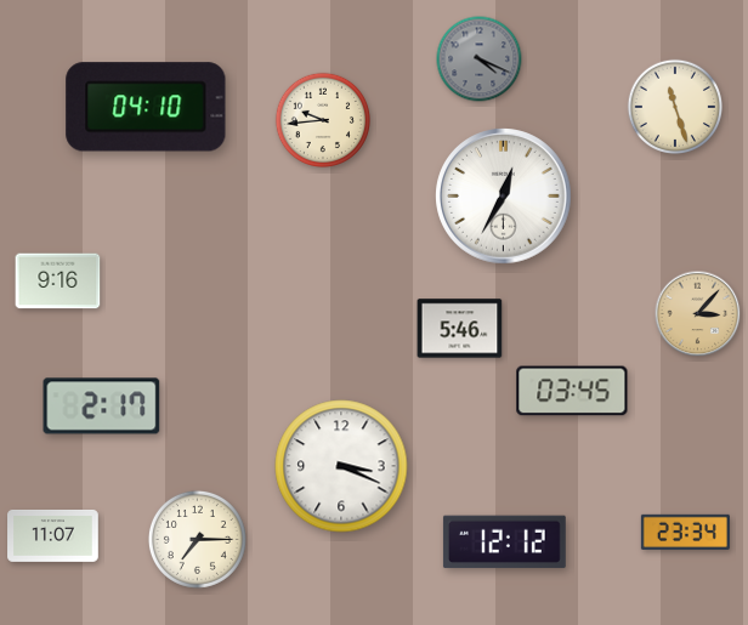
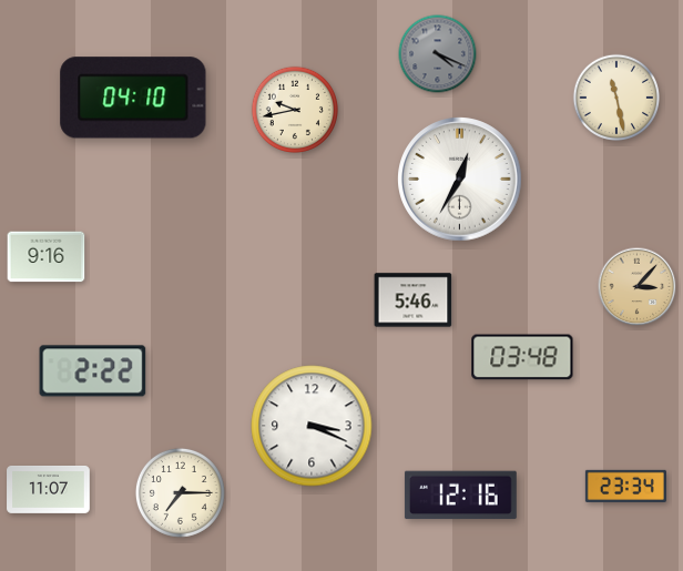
clock at (674, 106): 11:27 -> 11:28
clock at (322, 119): 9:44 -> 9:43
clock at (58, 282) position: (58, 282) -> (47, 257)
clock at (460, 329) position: (460, 329) -> (414, 300)
clock at (572, 391): 03:45 -> 03:48
clock at (102, 407): 2:17 -> 2:22
clock at (504, 542): 12:12 -> 12:16
